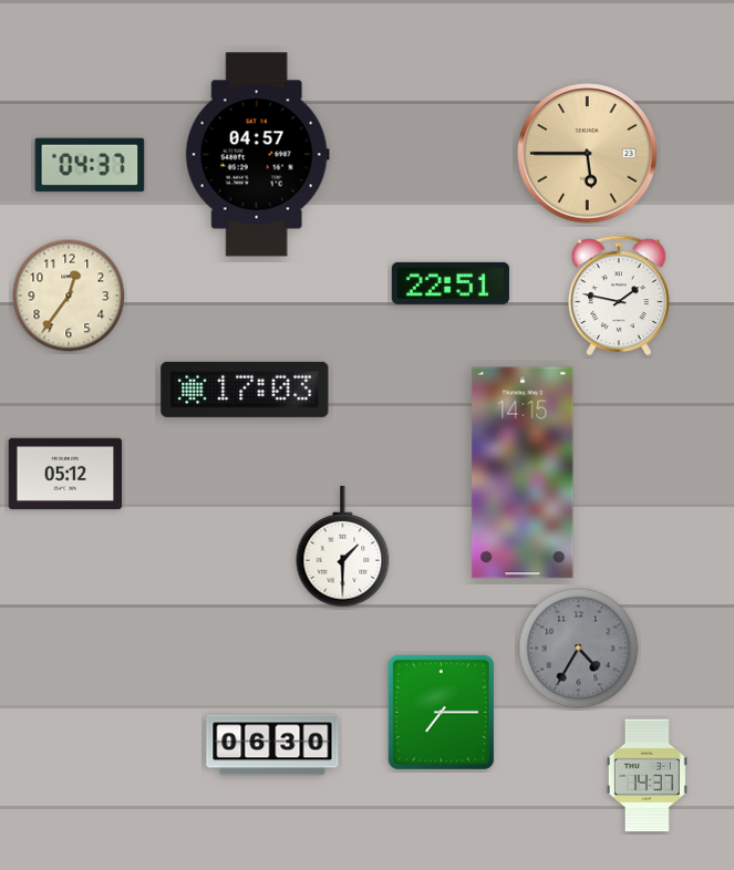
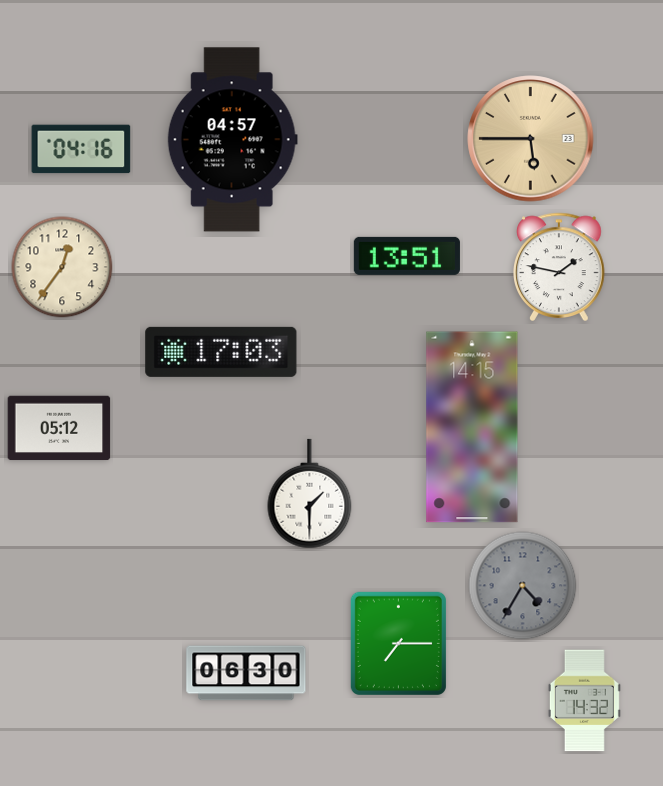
clock at (90, 165): 04:37 -> 04:16
clock at (451, 283): 22:51 -> 13:51
clock at (647, 776): 14:37 -> 14:32
